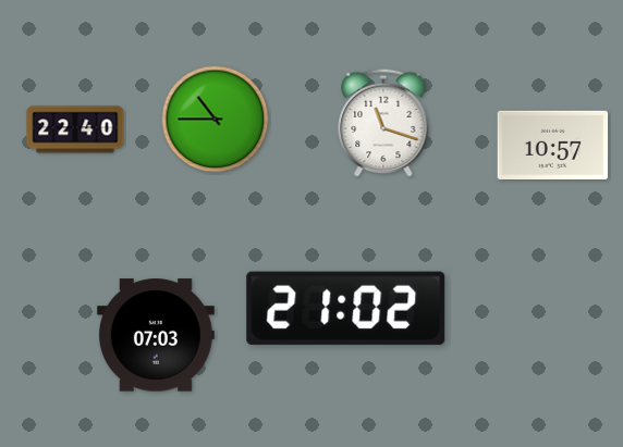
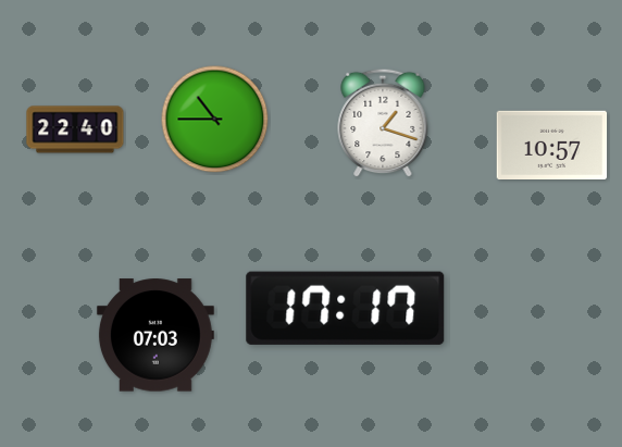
clock at (383, 123): 11:18 -> 1:18
clock at (346, 308): 21:02 -> 17:17
